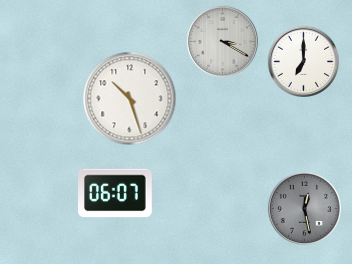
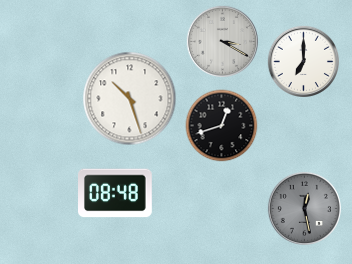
clock at (222, 126): none -> 12:42
clock at (115, 193): 06:07 -> 08:48
